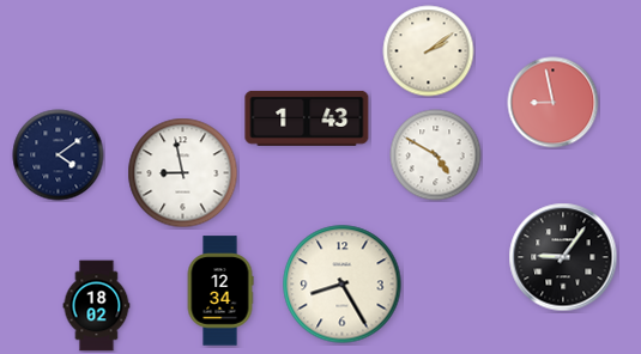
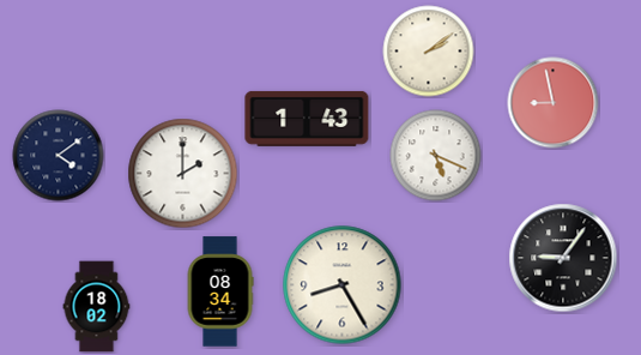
clock at (436, 155): 4:50 -> 5:19
clock at (183, 173): 8:58 -> 2:00
clock at (220, 291): 12:34 -> 08:34
